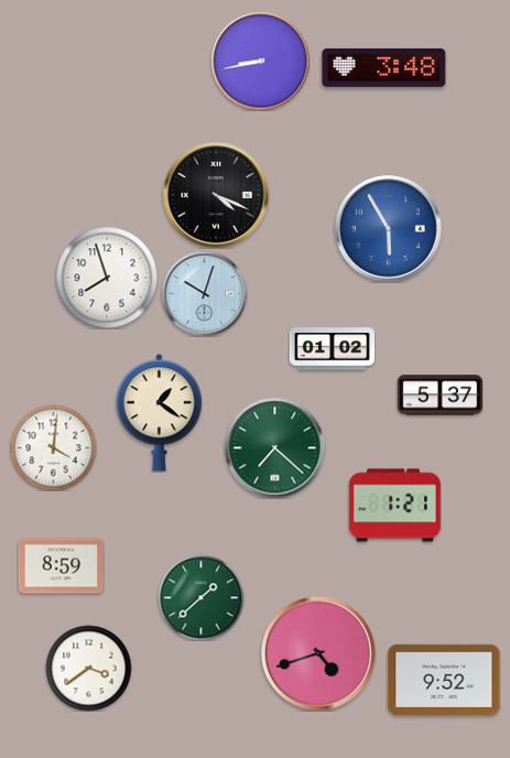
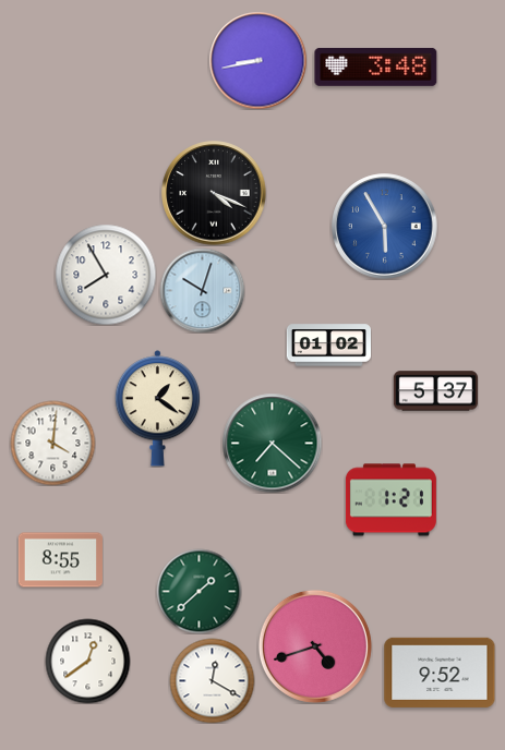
clock at (384, 67) position: (384, 67) -> (376, 66)
clock at (107, 278): 7:57 -> 7:55
clock at (61, 566): 8:59 -> 8:55
clock at (88, 668): 3:39 -> 12:39
clock at (212, 680): none -> 12:20
